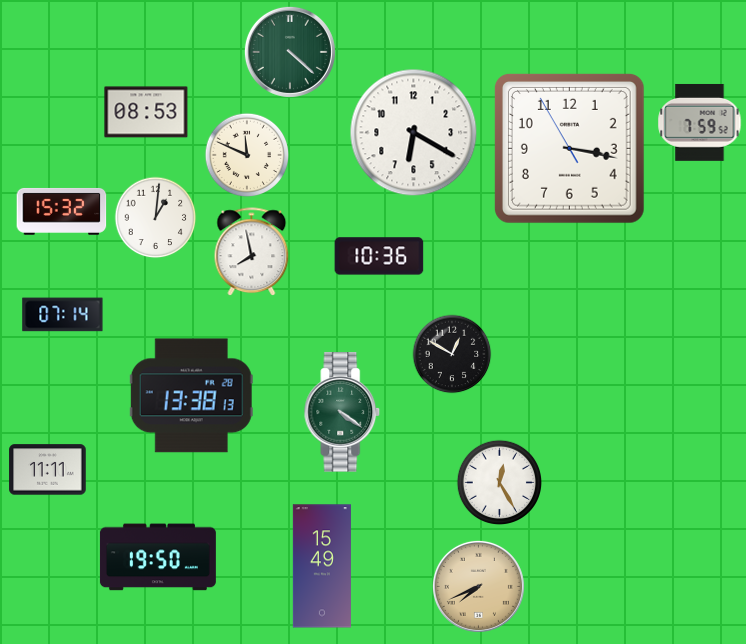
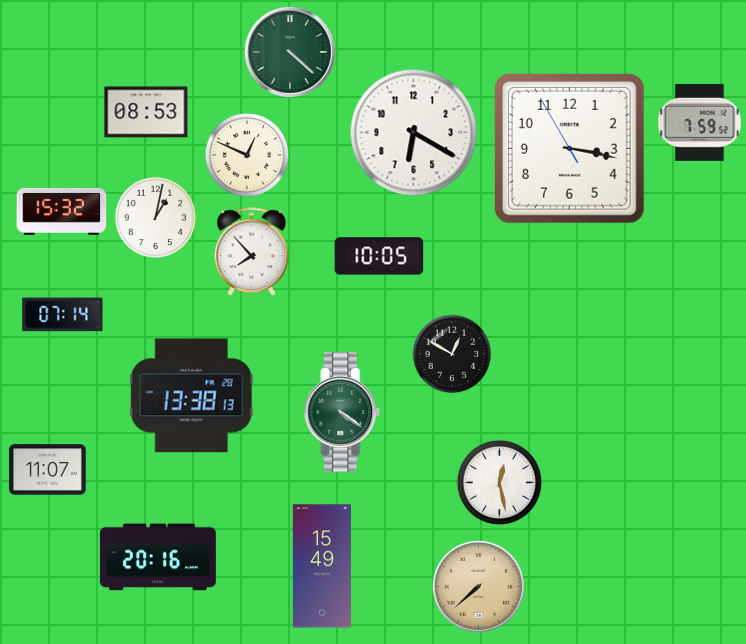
clock at (247, 155): 11:49 -> 12:49
clock at (156, 218): 1:01 -> 1:02
clock at (252, 252): 7:58 -> 7:53
clock at (379, 256): 10:36 -> 10:05
clock at (48, 470): 11:11 -> 11:07
clock at (499, 482): 12:25 -> 12:28
clock at (158, 557): 19:50 -> 20:16
clock at (478, 586): 7:41 -> 7:38
